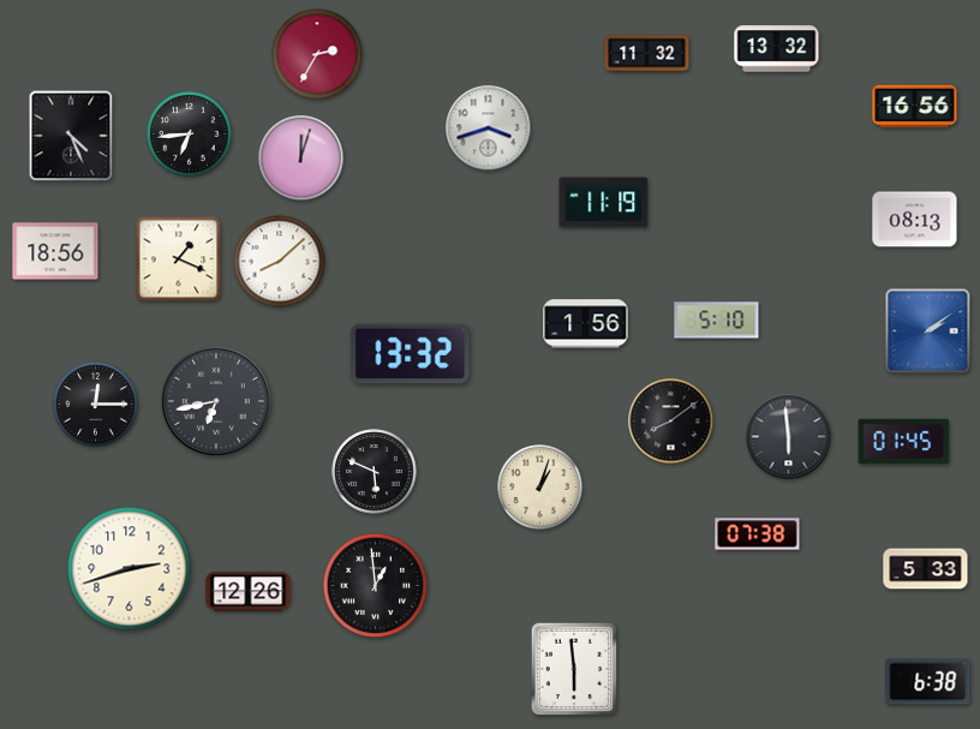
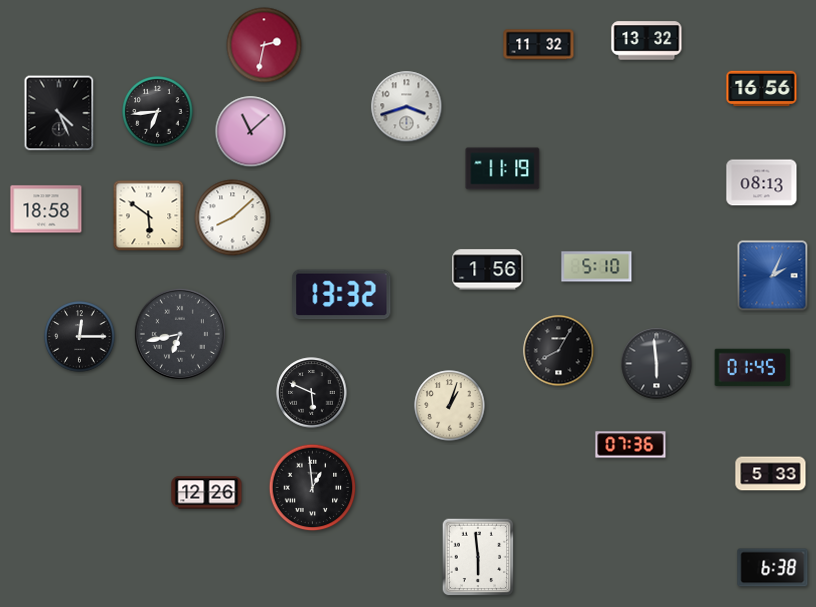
clock at (317, 54): 2:35 -> 2:32
clock at (301, 159): 12:03 -> 11:08
clock at (55, 251): 18:56 -> 18:58
clock at (179, 259): 1:19 -> 5:51
clock at (928, 331): 2:09 -> 2:04
clock at (671, 422): 8:09 -> 8:05
clock at (758, 534): 07:38 -> 07:36
clock at (130, 569): 2:42 -> none
